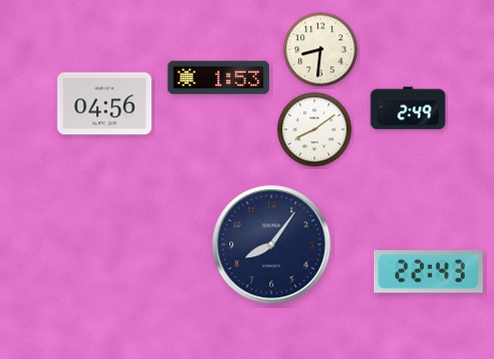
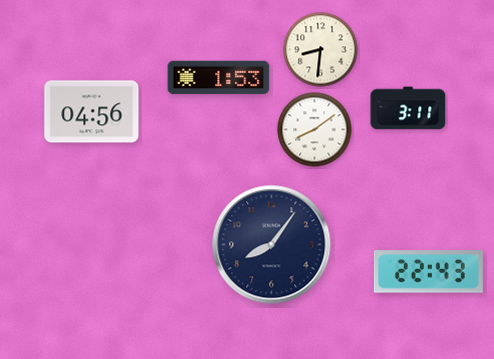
clock at (105, 104) position: (105, 104) -> (92, 112)
clock at (408, 108): 2:49 -> 3:11
